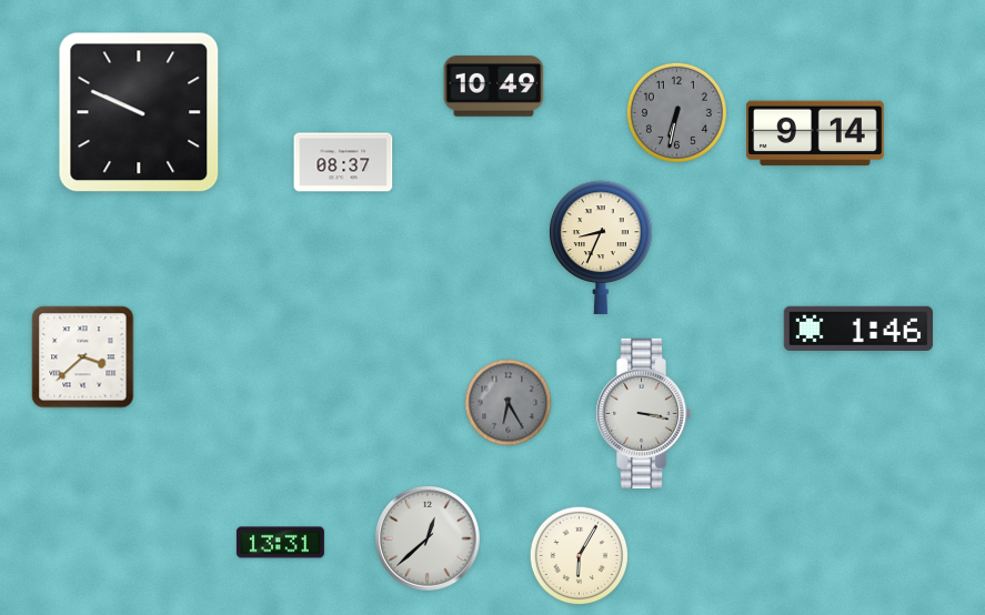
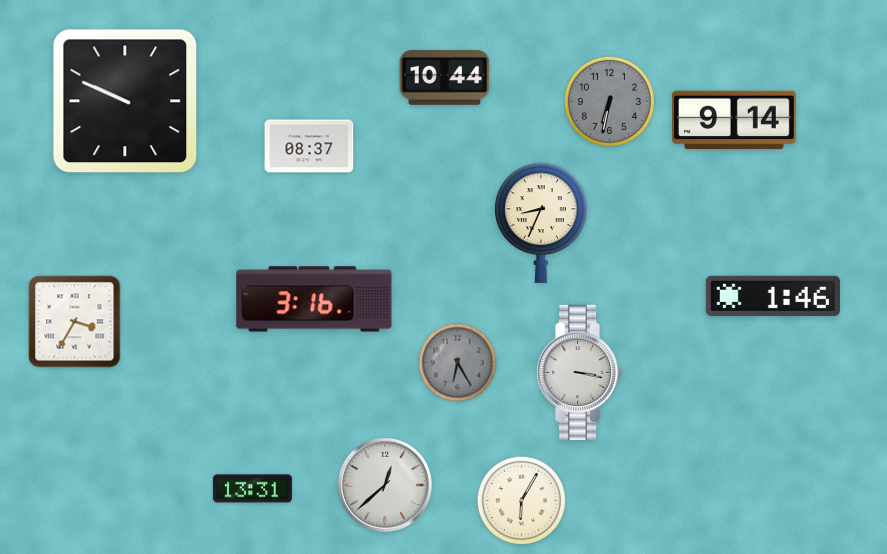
clock at (494, 85): 10:49 -> 10:44
clock at (314, 299): none -> 3:16
clock at (83, 357): 3:38 -> 3:35
